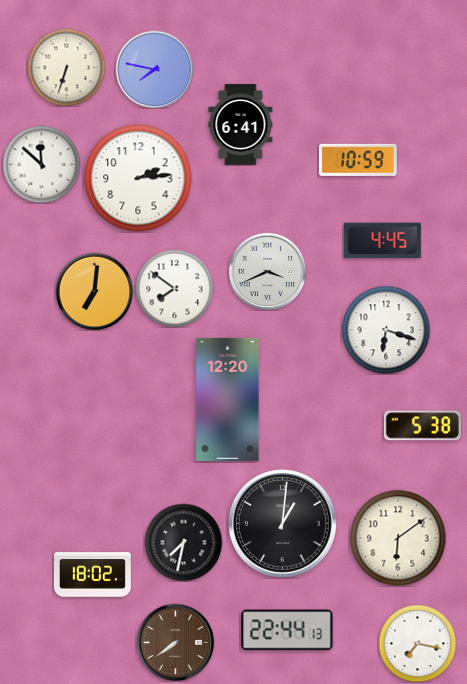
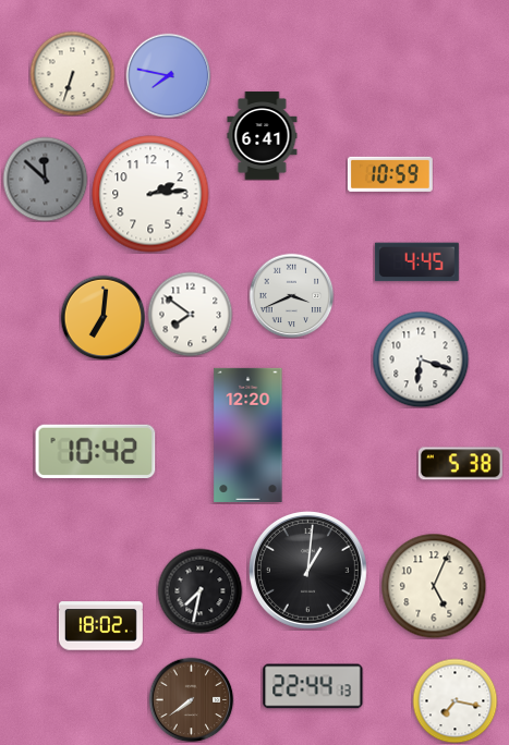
clock at (41, 164) dial: white -> grey
clock at (96, 451): none -> 10:42
clock at (398, 538): 6:09 -> 5:04
